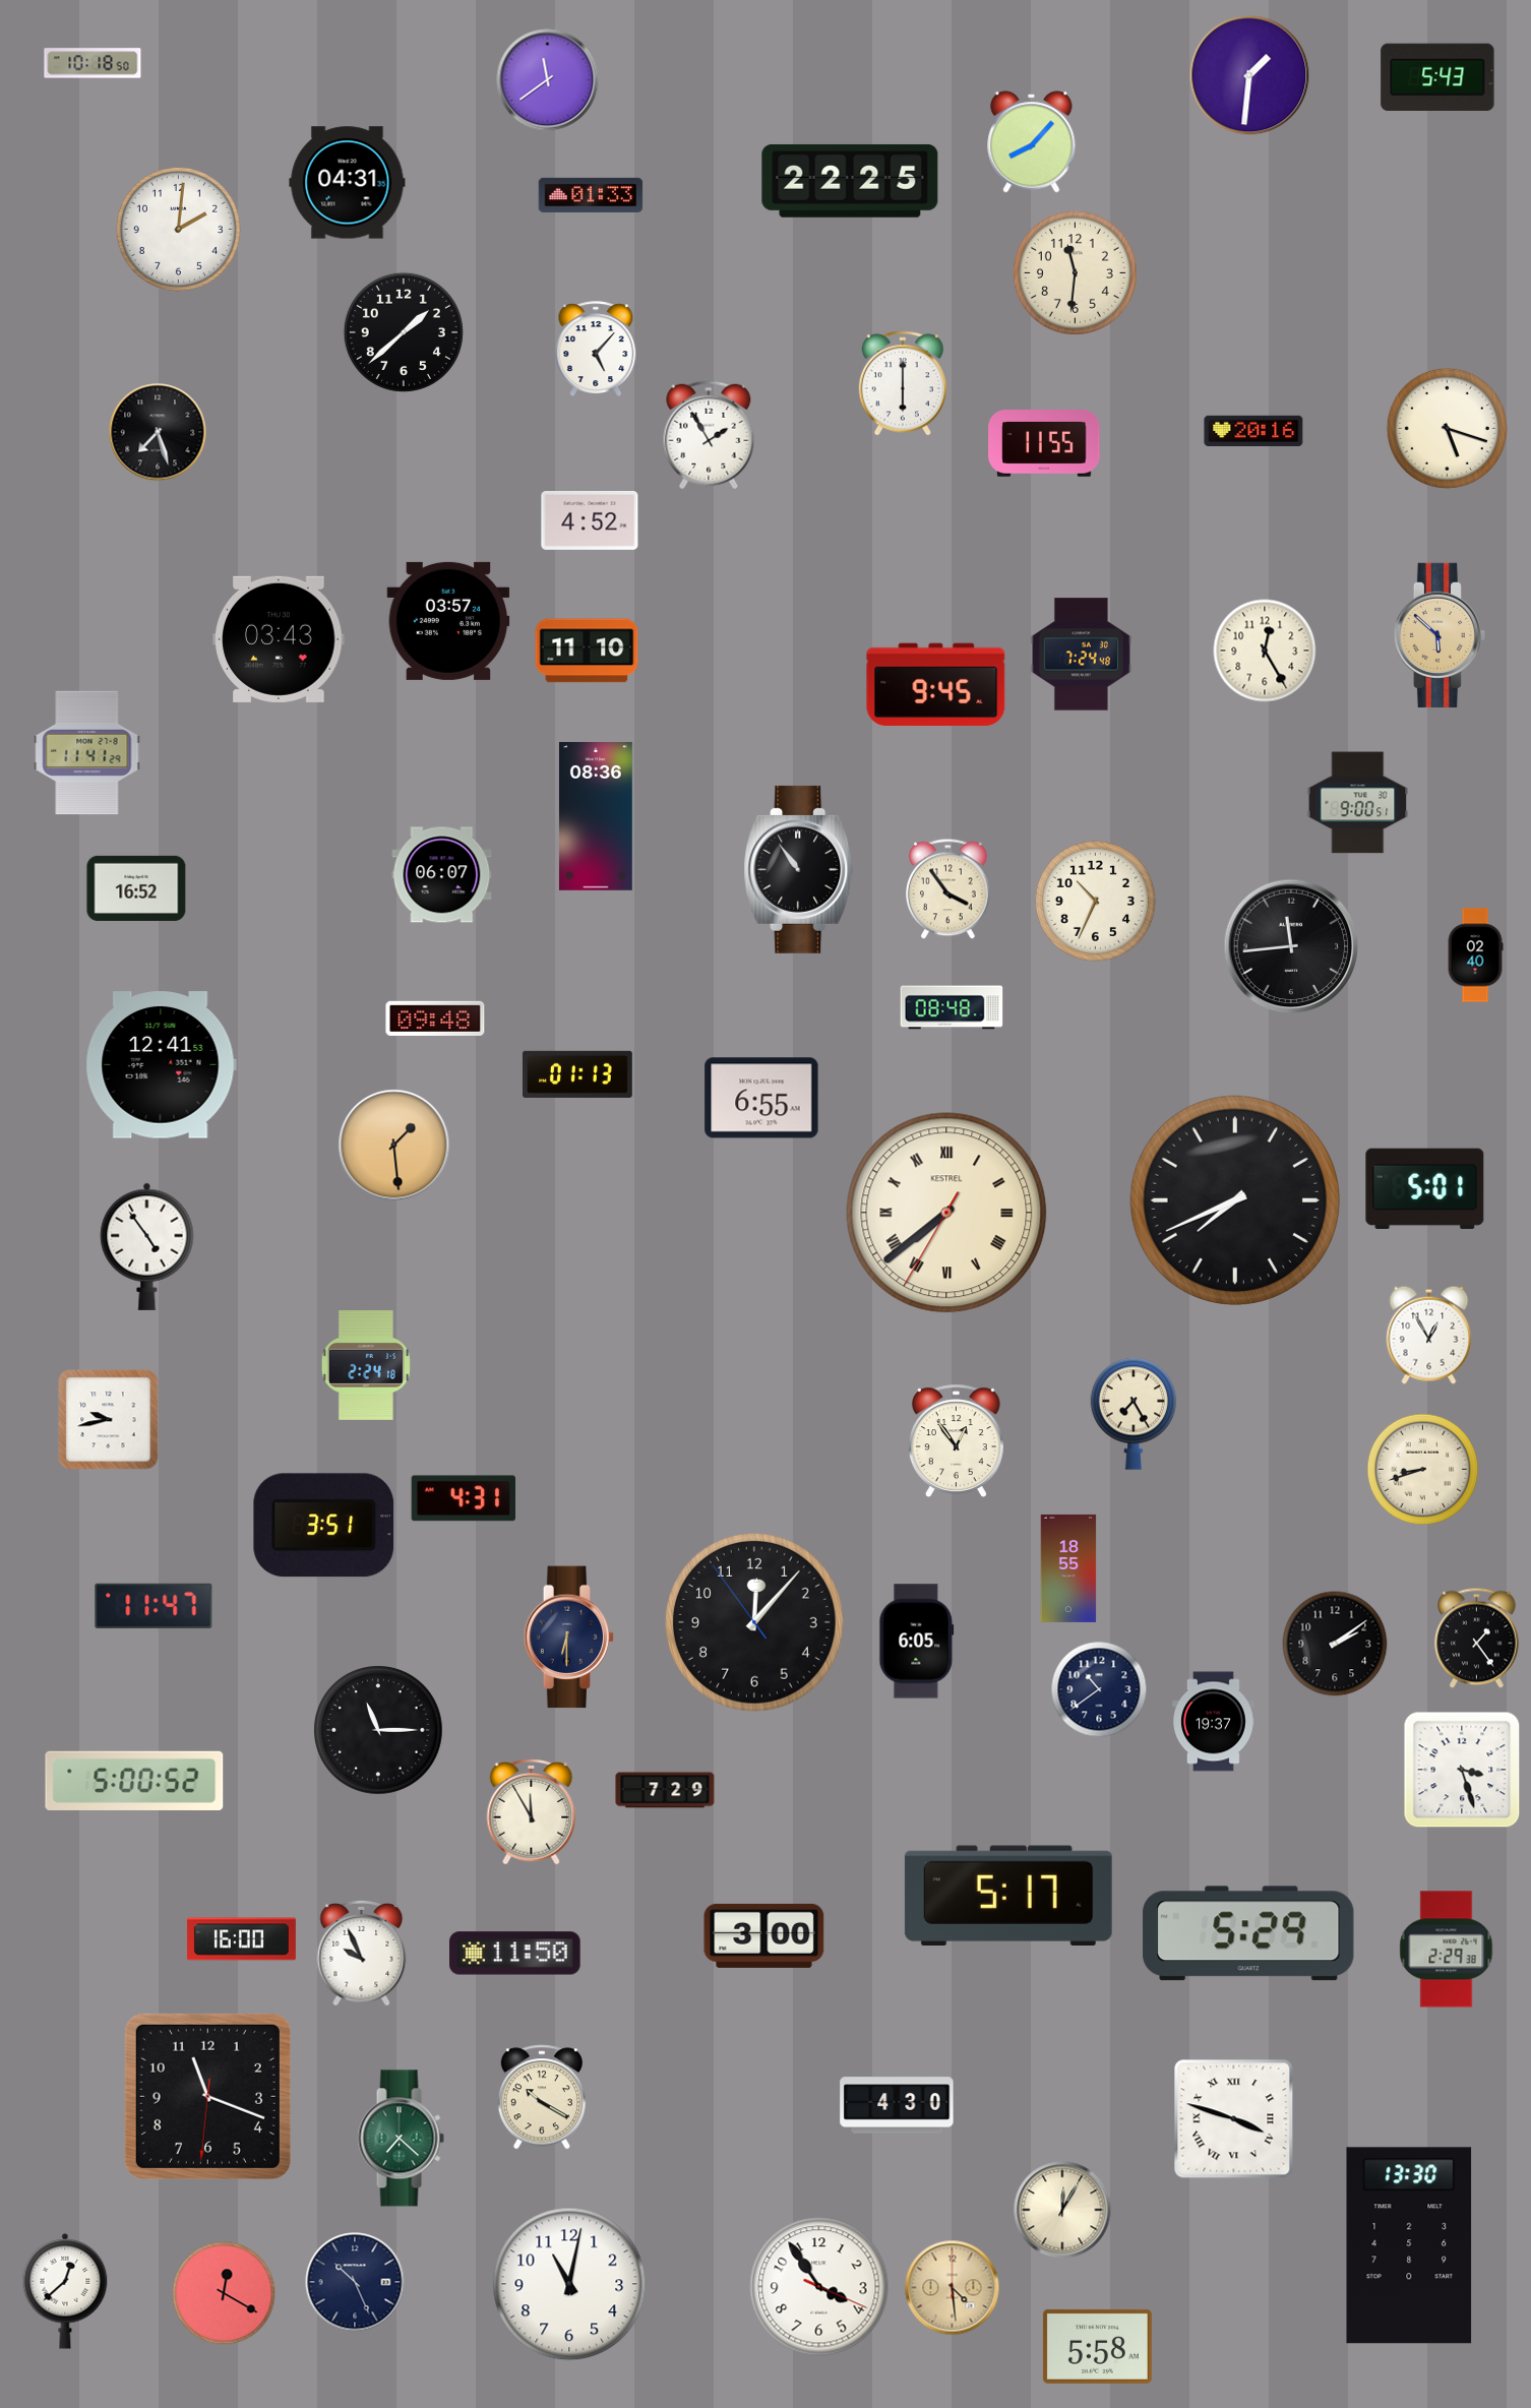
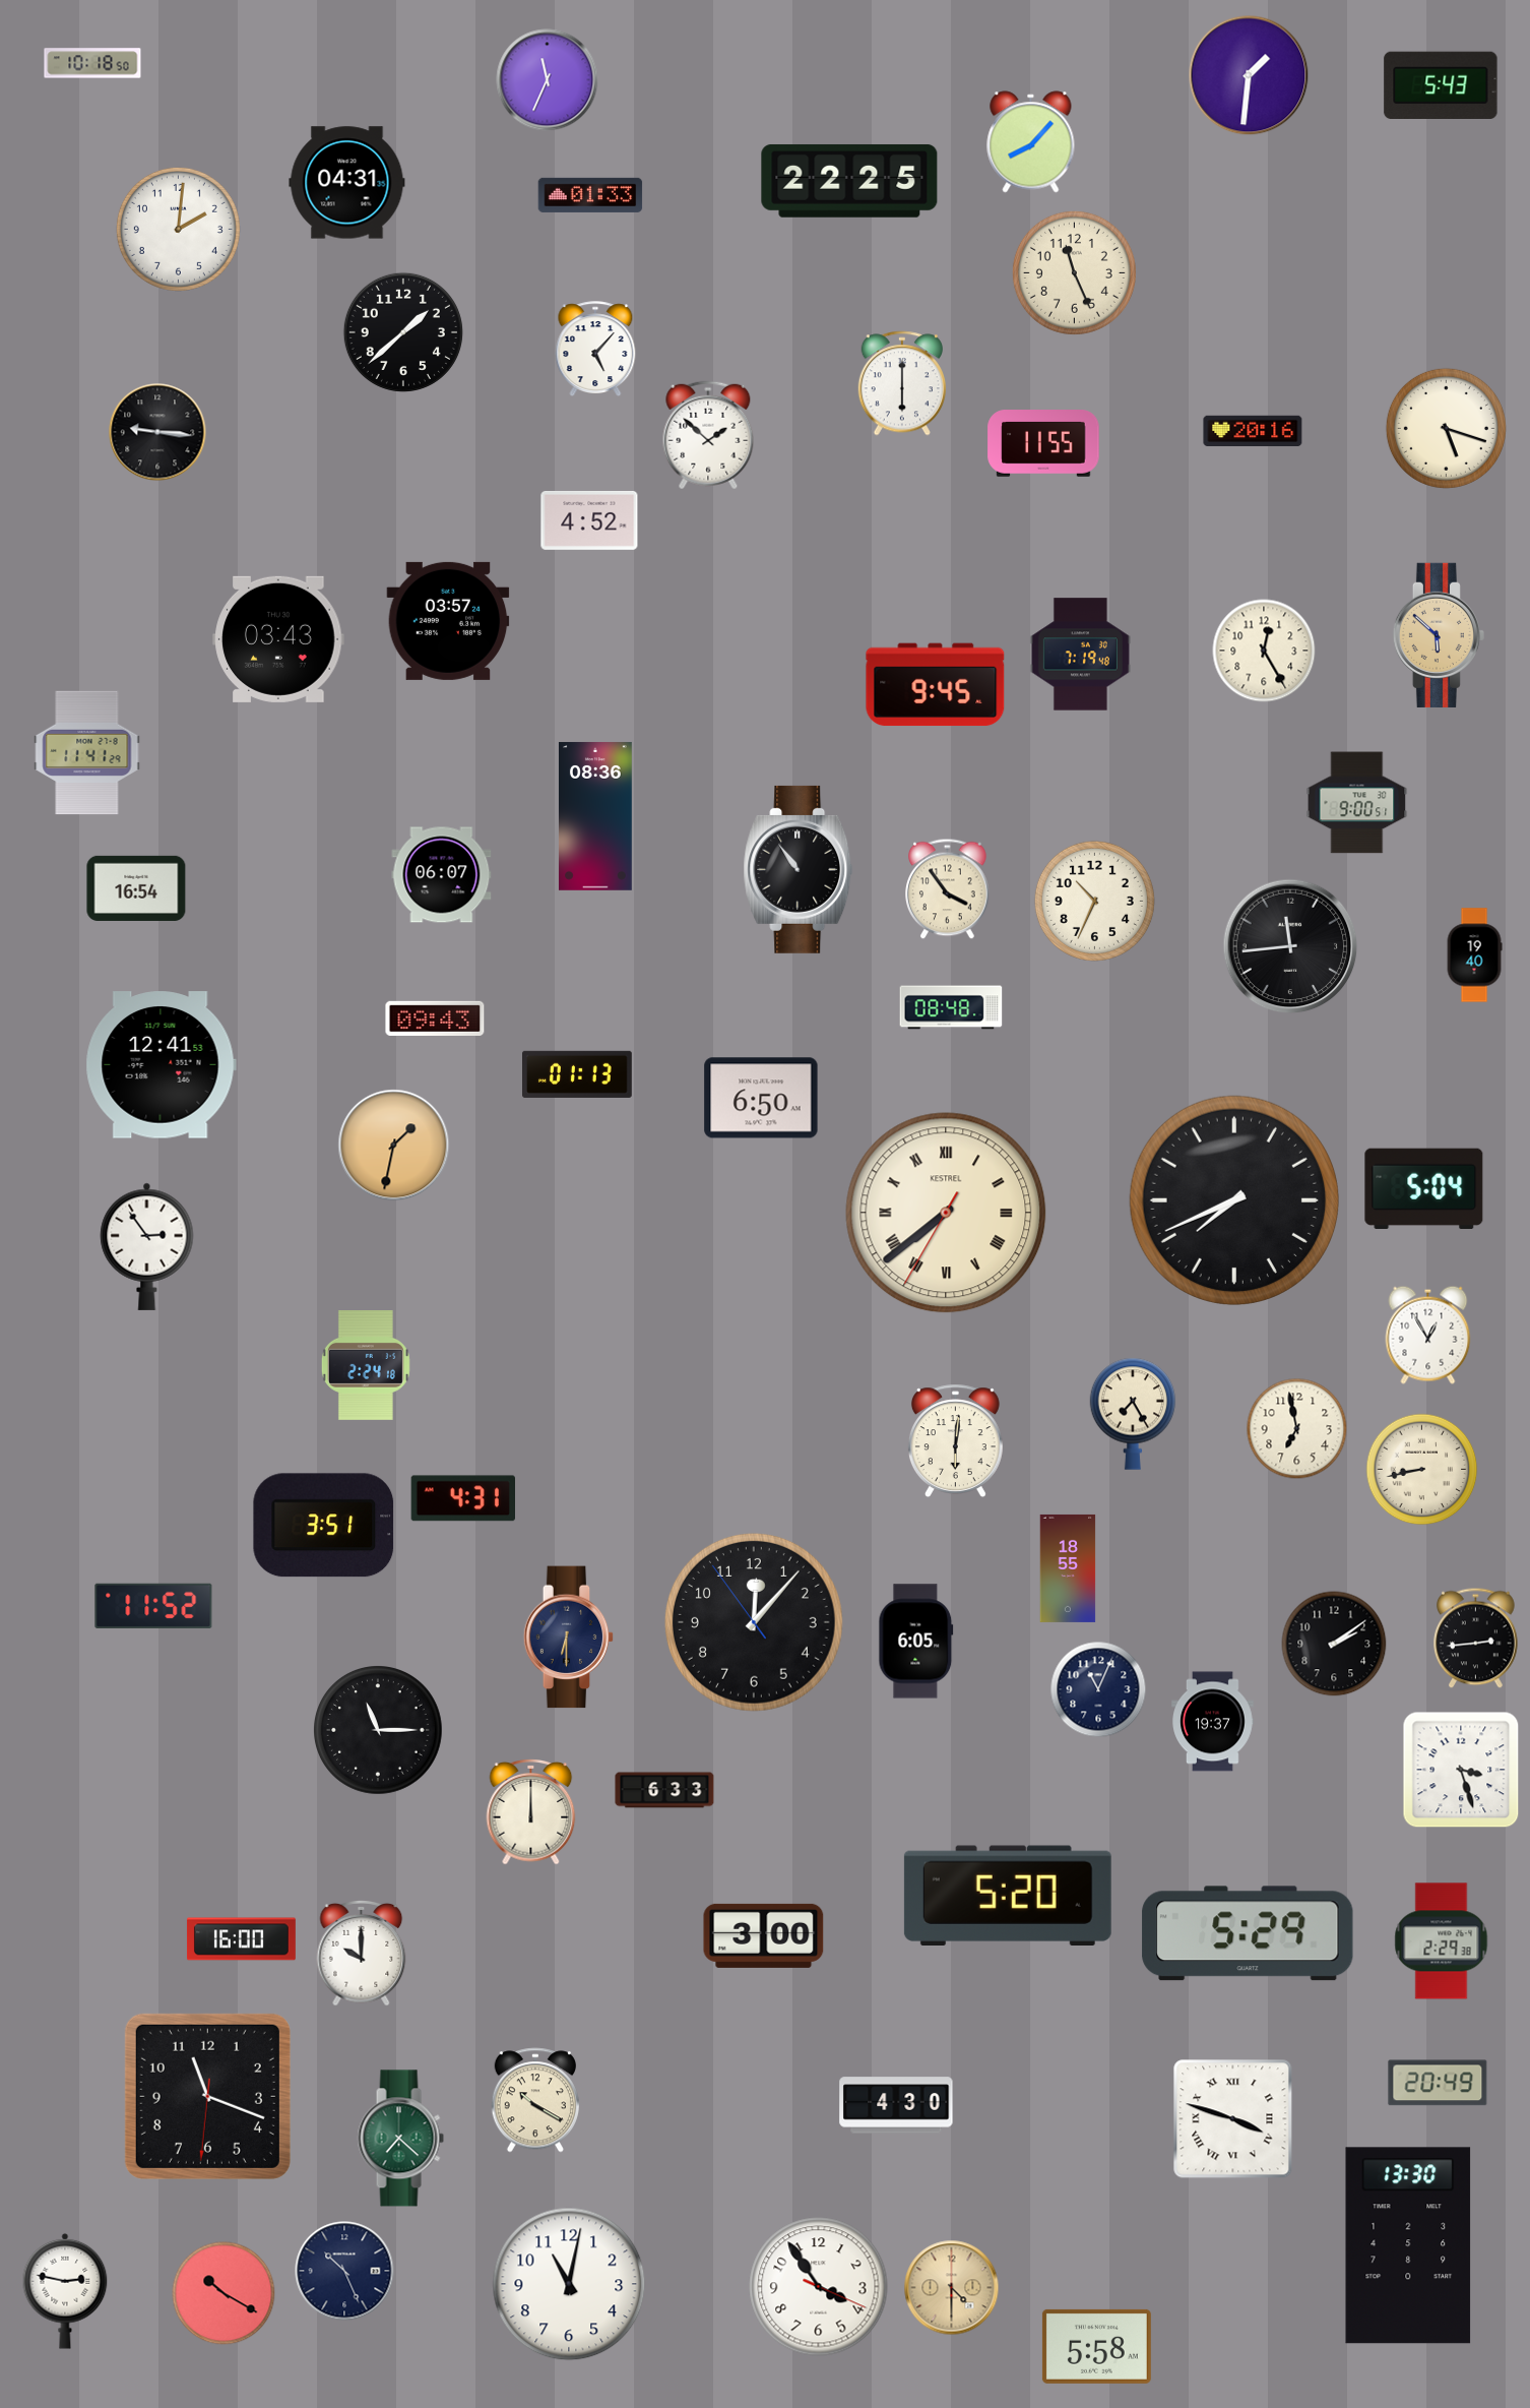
clock at (1437, 76) position: (1437, 76) -> (1441, 84)
clock at (548, 80): 11:39 -> 11:34
clock at (1075, 272): 11:31 -> 11:26
clock at (158, 432): 7:27 -> 9:16
clock at (709, 435): 1:55 -> 1:52
clock at (587, 651): 11:10 -> none
clock at (1081, 655): 7:24 -> 7:19
clock at (136, 888): 16:52 -> 16:54
clock at (1475, 955): 02:40 -> 19:40
clock at (435, 1018): 09:48 -> 09:43
clock at (761, 1098): 6:55 -> 6:50
clock at (394, 1146): 1:29 -> 1:32
clock at (1425, 1188): 5:01 -> 5:04
clock at (147, 1246): 4:54 -> 2:54
clock at (109, 1420): 9:43 -> none
clock at (1297, 1429): none -> 6:58
clock at (956, 1440): 12:54 -> 6:01
clock at (1423, 1470): 8:42 -> 8:43
clock at (154, 1606): 11:47 -> 11:52
clock at (1477, 1639): 1:24 -> 2:44
clock at (1099, 1689): 10:39 -> 11:04
clock at (134, 1781): 5:00 -> none
clock at (665, 1790): 7:29 -> 6:33
clock at (532, 1812): 11:55 -> 12:00
clock at (1008, 1895): 5:17 -> 5:20
clock at (1447, 1950) position: (1447, 1950) -> (1442, 1941)
clock at (362, 1954): 9:56 -> 10:00
clock at (515, 1954): 11:50 -> none
clock at (1438, 2083): none -> 20:49
clock at (541, 2097) position: (541, 2097) -> (534, 2100)
clock at (1062, 2210): 12:05 -> none
clock at (355, 2282) position: (355, 2282) -> (344, 2271)
clock at (953, 2288): 4:29 -> 4:30
clock at (65, 2291): 12:38 -> 2:47
clock at (224, 2293): 12:20 -> 10:20
